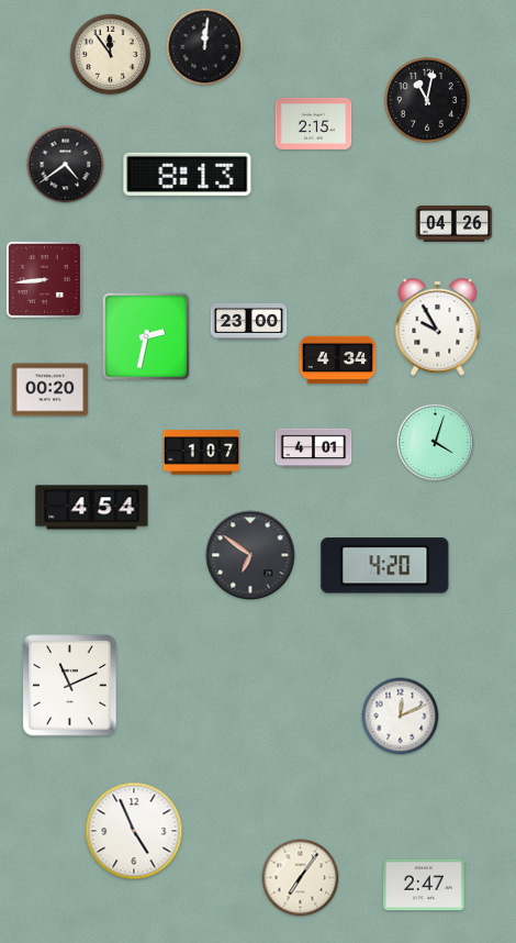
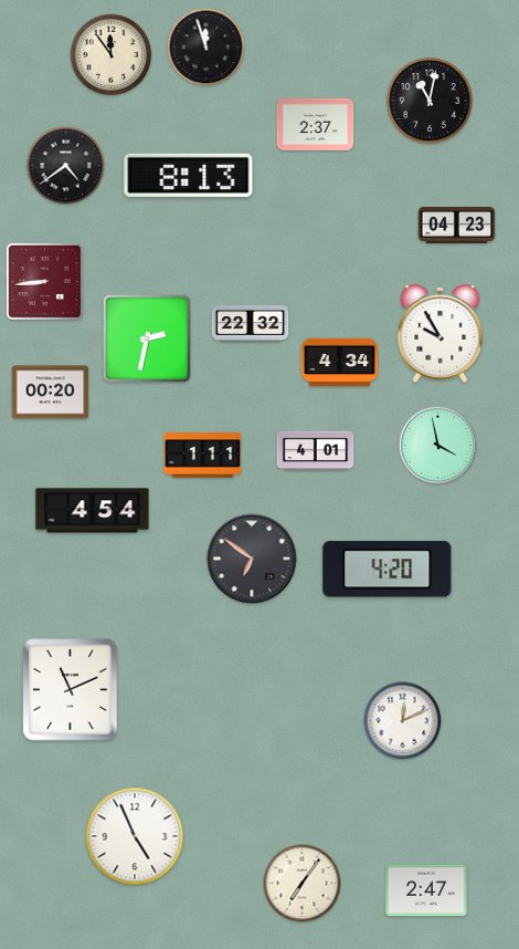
clock at (205, 47): 12:01 -> 11:57
clock at (314, 123): 2:15 -> 2:37
clock at (455, 223): 04:26 -> 04:23
clock at (249, 322): 23:00 -> 22:32
clock at (438, 326) position: (438, 326) -> (441, 333)
clock at (436, 443): 4:03 -> 3:58
clock at (202, 453): 1:07 -> 1:11
